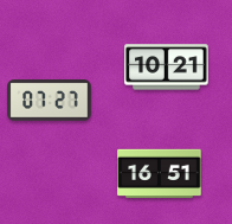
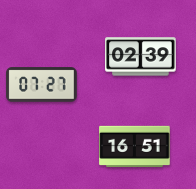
clock at (167, 68): 10:21 -> 02:39
